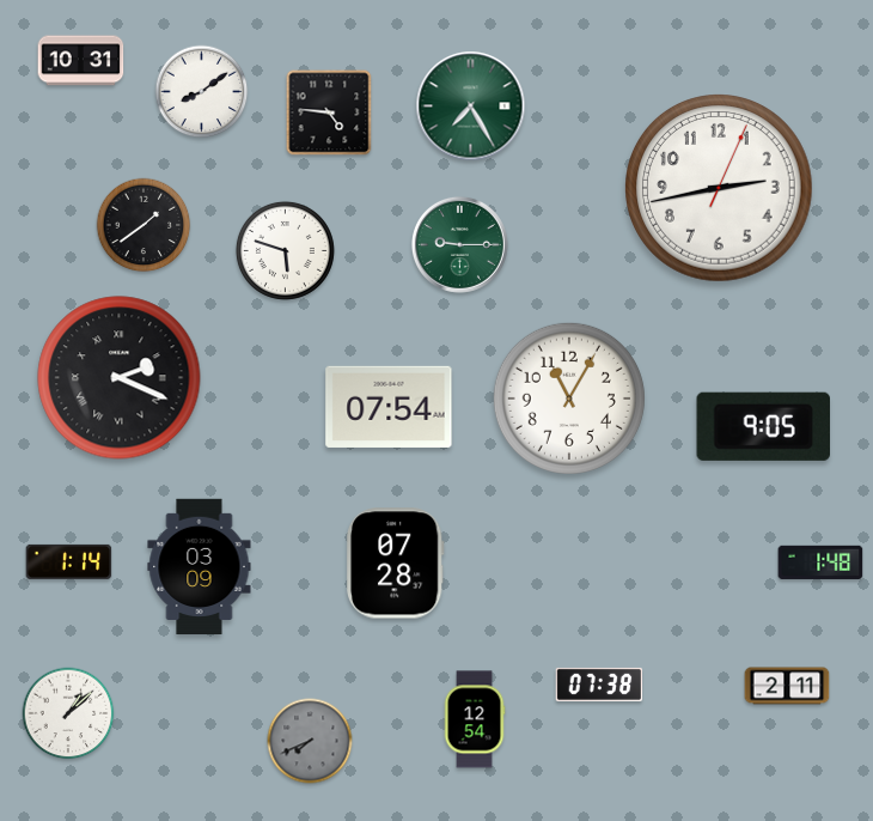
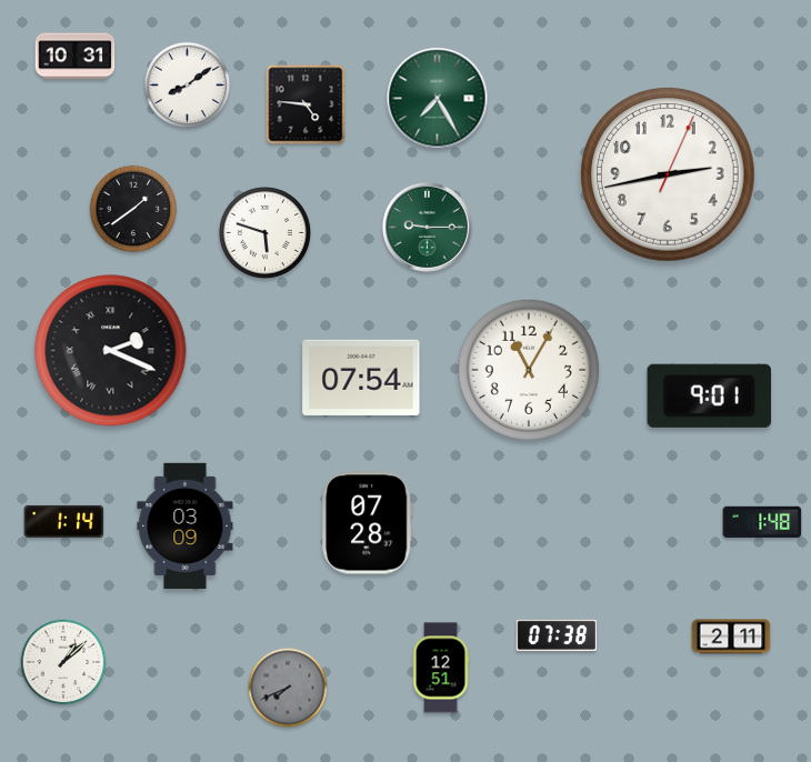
clock at (763, 426): 9:05 -> 9:01
clock at (475, 719): 12:54 -> 12:51
